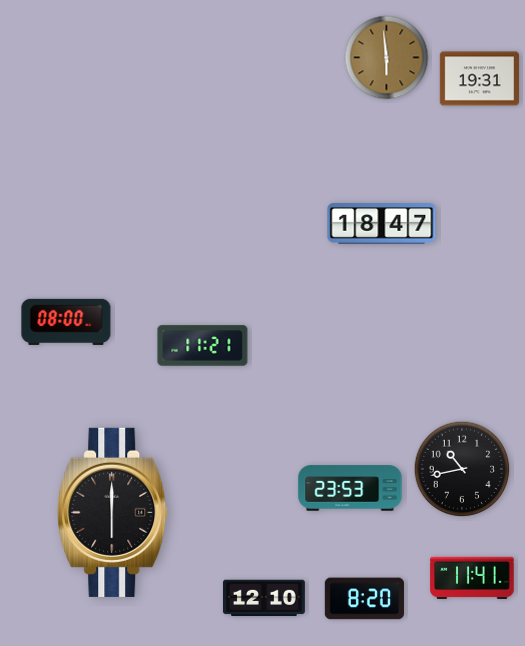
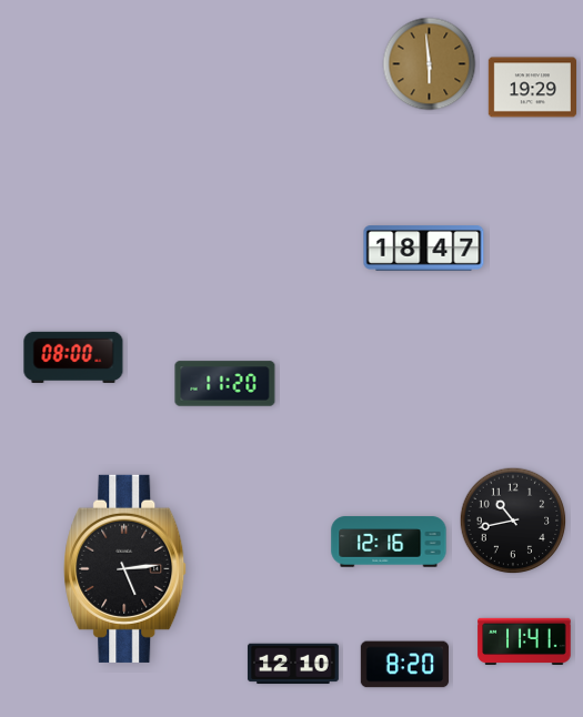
clock at (479, 79): 19:31 -> 19:29
clock at (203, 346): 11:21 -> 11:20
clock at (350, 488): 23:53 -> 12:16
clock at (113, 512): 6:00 -> 5:14
